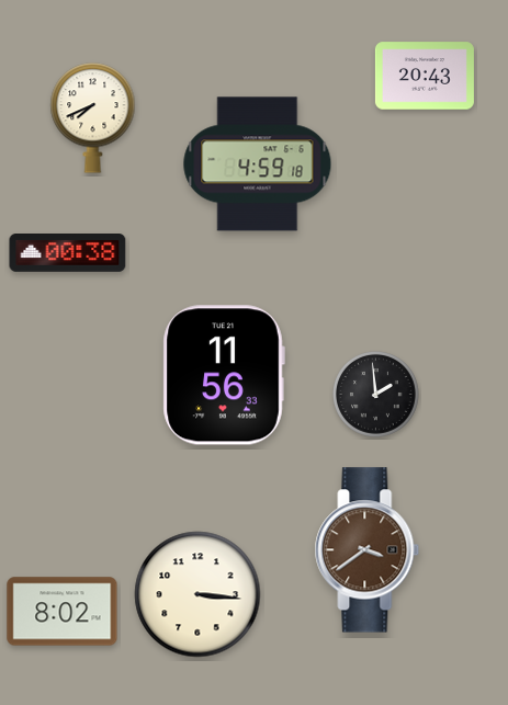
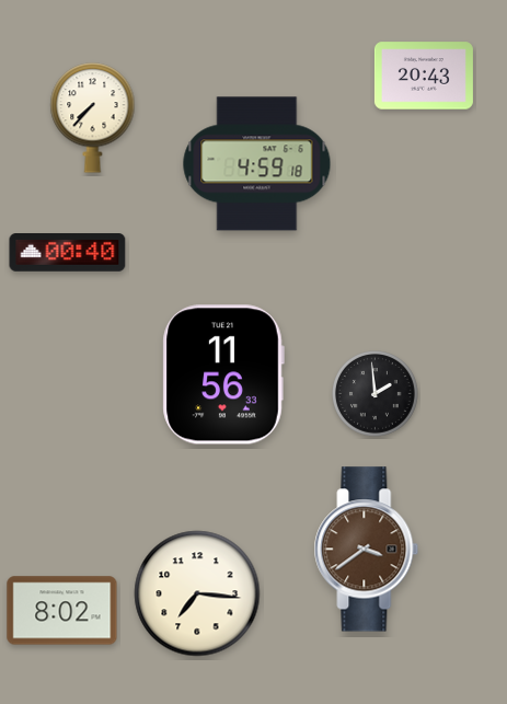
clock at (93, 118): 7:41 -> 7:37
clock at (68, 253): 00:38 -> 00:40
clock at (197, 594): 3:16 -> 7:16
